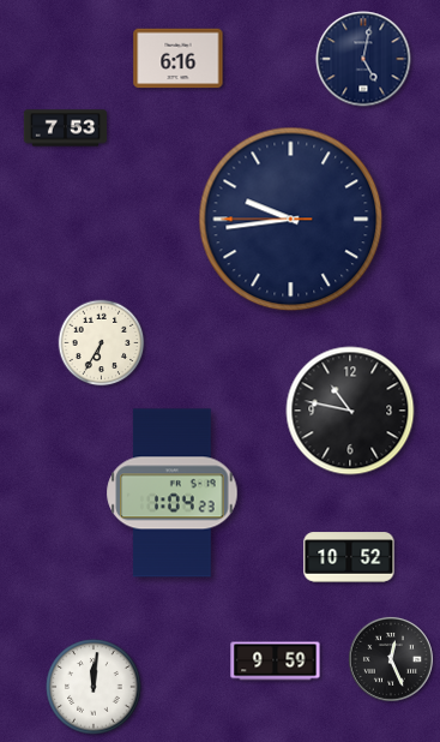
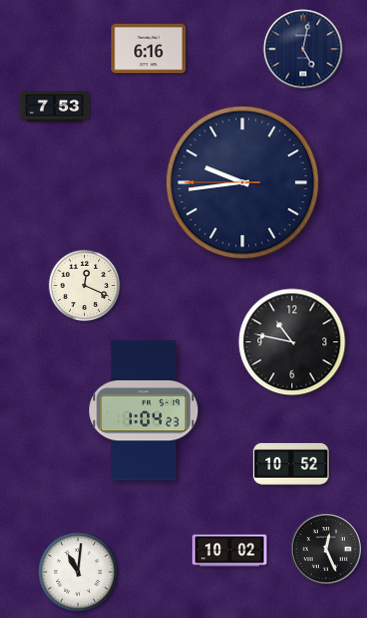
clock at (102, 343): 6:35 -> 12:19
clock at (276, 662): 9:59 -> 10:02
clock at (94, 687): 12:01 -> 11:01
